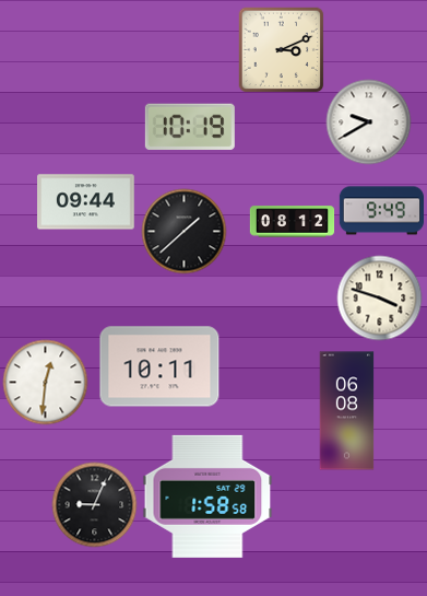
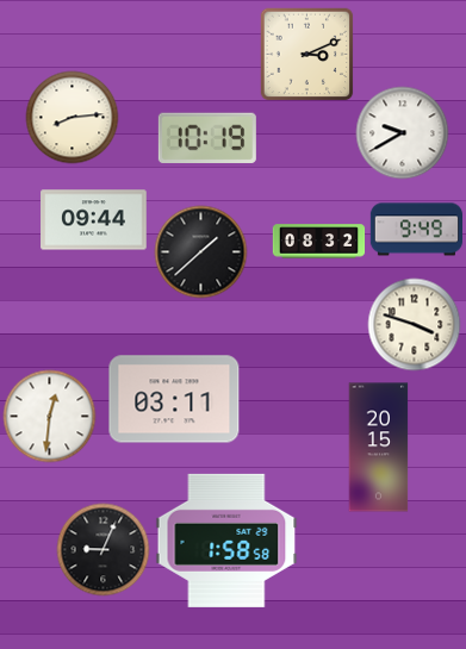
clock at (72, 117): none -> 8:14
clock at (292, 222): 08:12 -> 08:32
clock at (159, 366): 10:11 -> 03:11
clock at (347, 411): 06:08 -> 20:15
